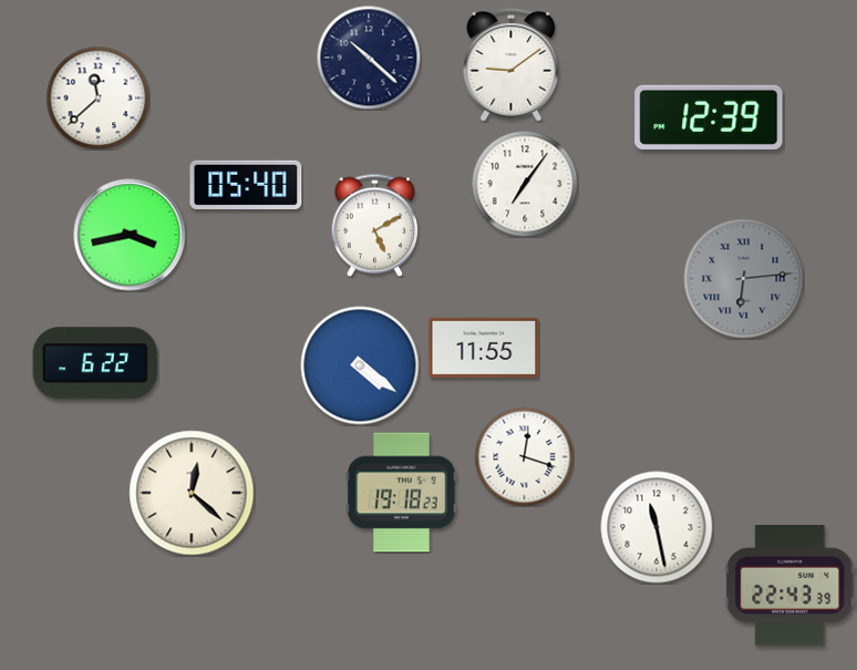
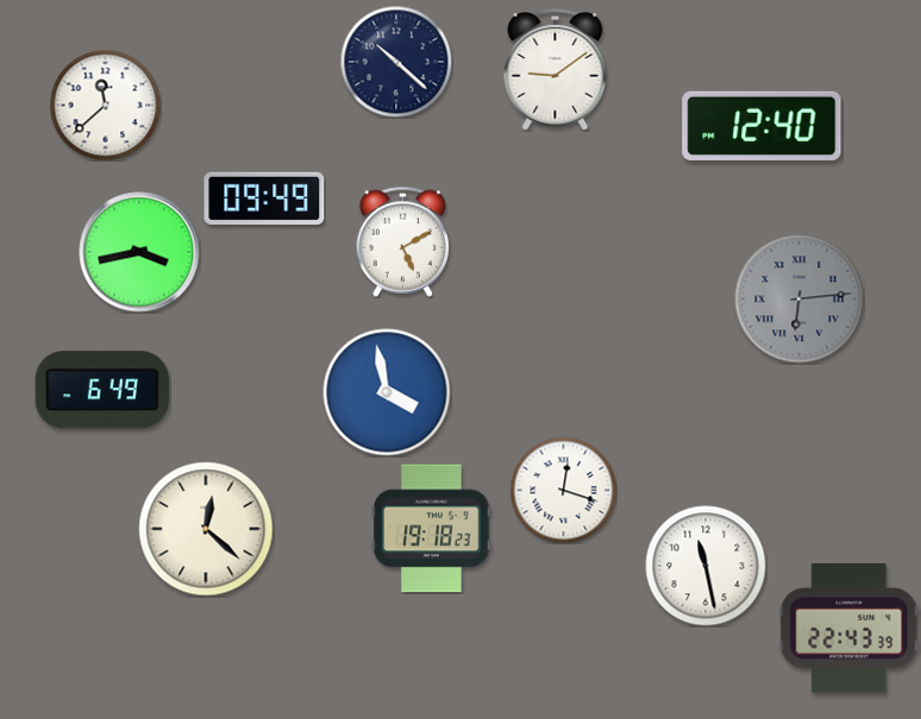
clock at (512, 65) position: (512, 65) -> (556, 70)
clock at (709, 117): 12:39 -> 12:40
clock at (246, 184): 05:40 -> 09:49
clock at (525, 184): 7:06 -> none
clock at (484, 348): 11:55 -> none
clock at (95, 363): 6:22 -> 6:49
clock at (360, 365): 4:21 -> 3:58
